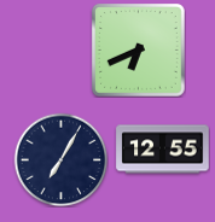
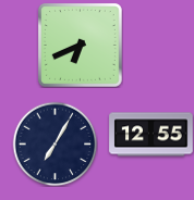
clock at (139, 51) position: (139, 51) -> (81, 46)
clock at (163, 150) position: (163, 150) -> (151, 135)
